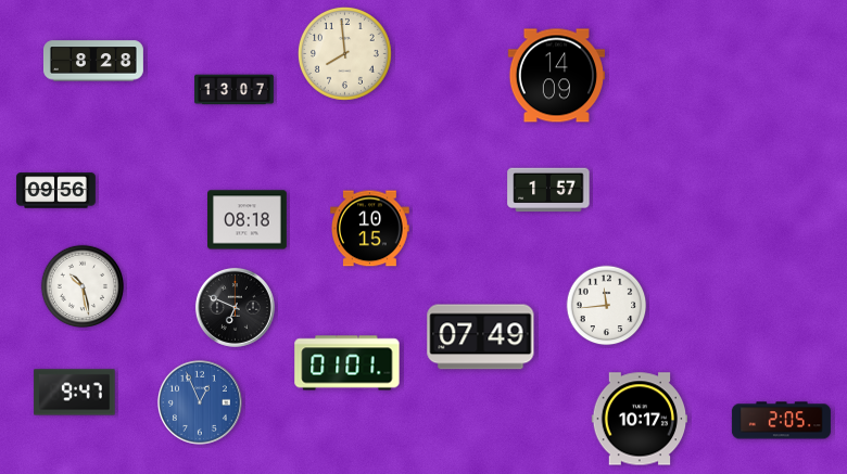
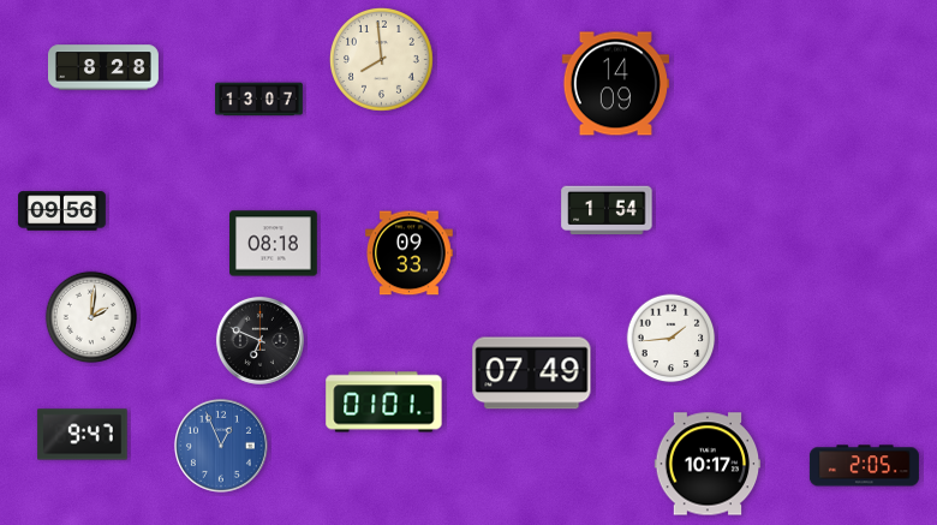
clock at (548, 190): 1:57 -> 1:54
clock at (370, 229): 10:15 -> 09:33
clock at (83, 286): 10:28 -> 2:01
clock at (607, 306): 11:44 -> 1:44
